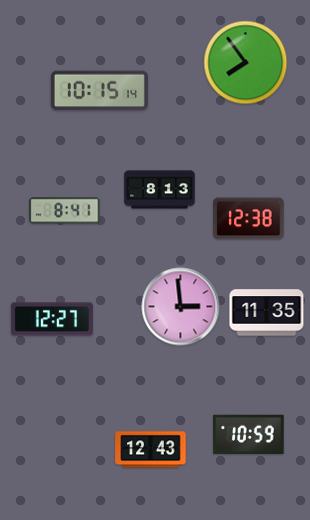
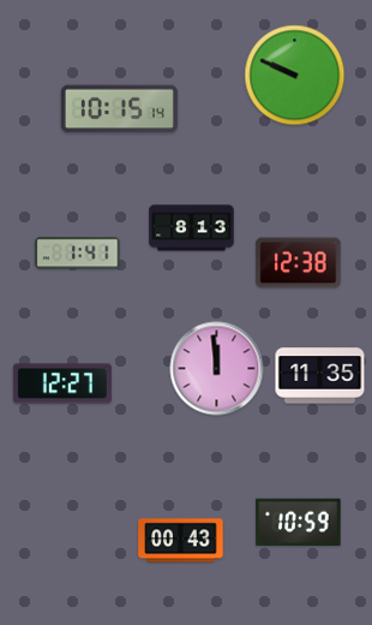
clock at (246, 63): 7:54 -> 9:49
clock at (65, 211): 8:41 -> 1:41
clock at (181, 307): 2:59 -> 11:59
clock at (151, 450): 12:43 -> 00:43
